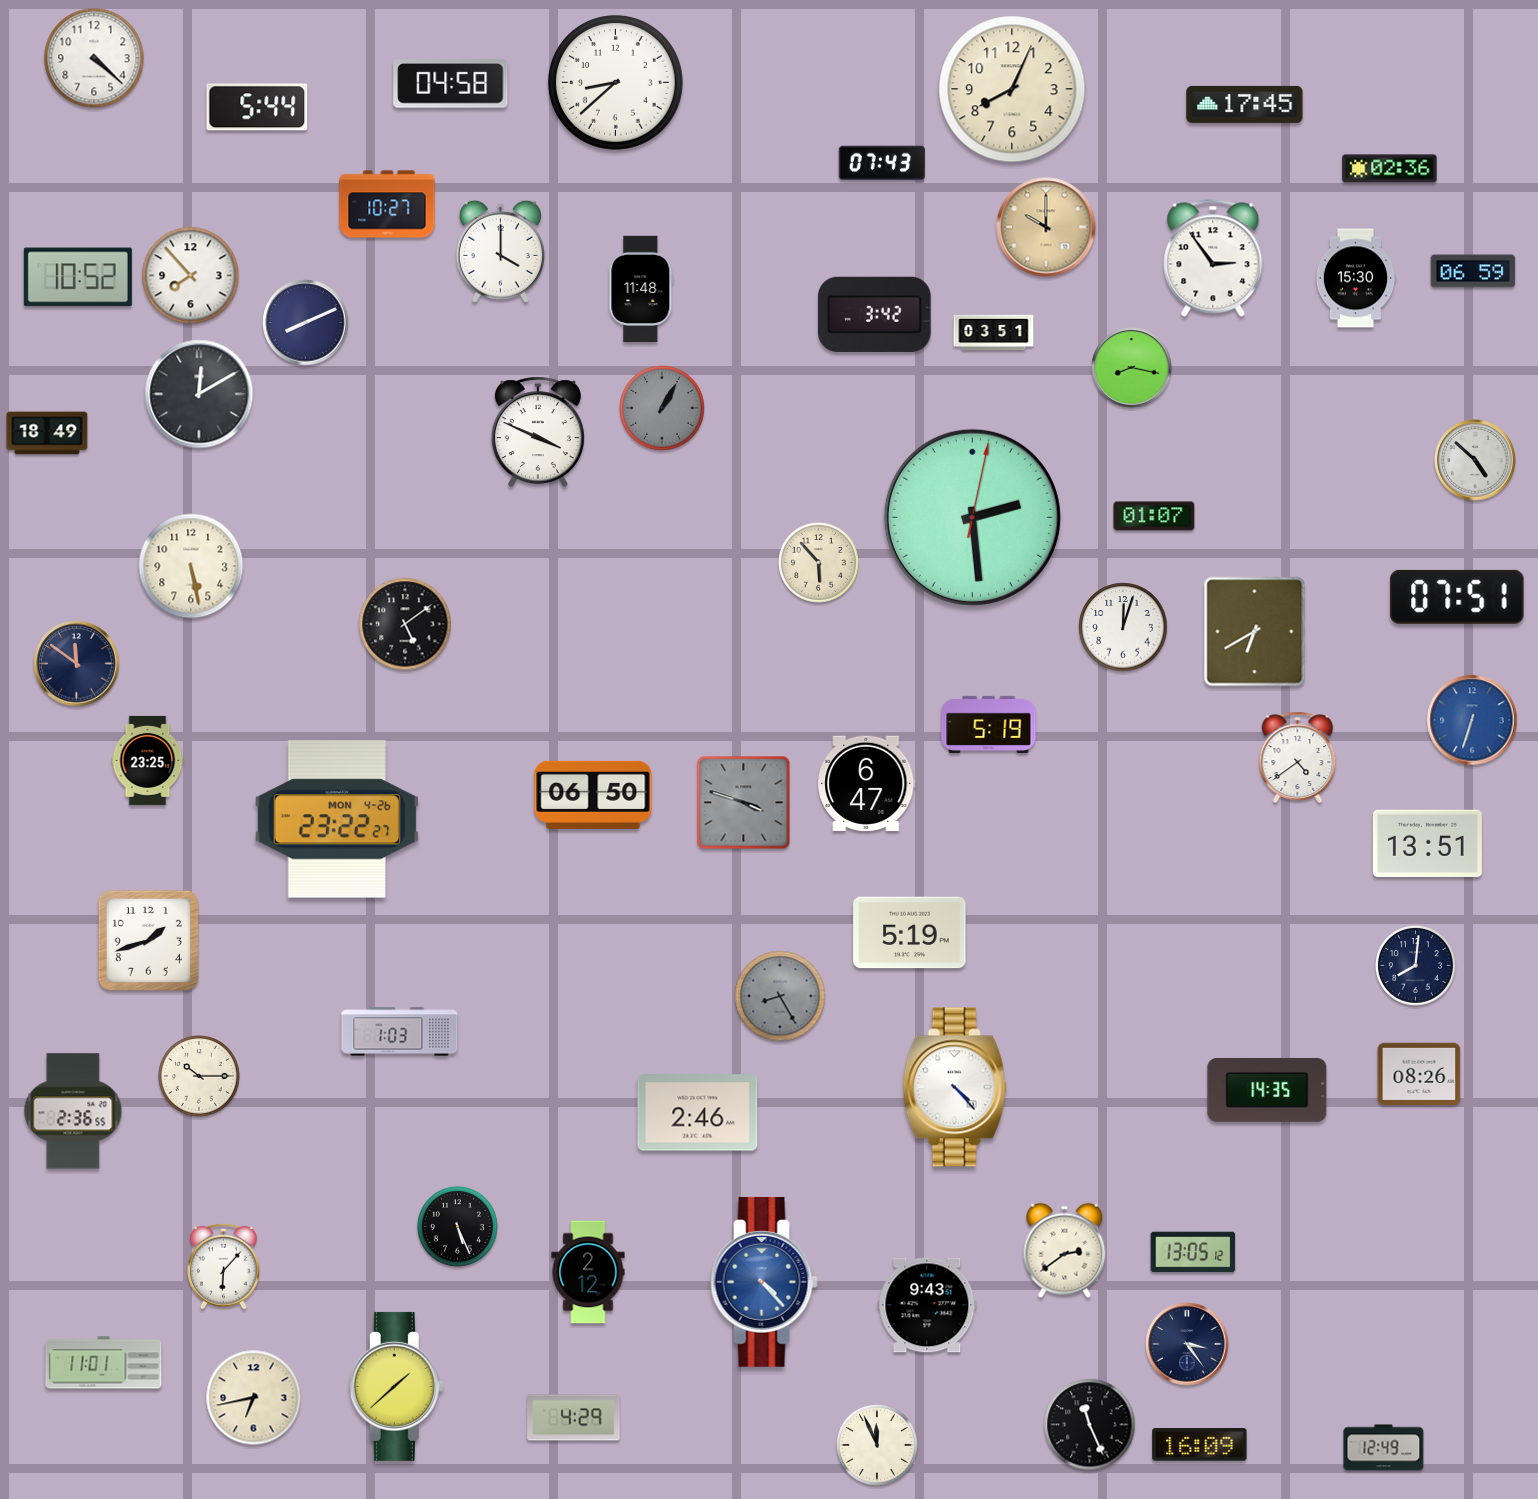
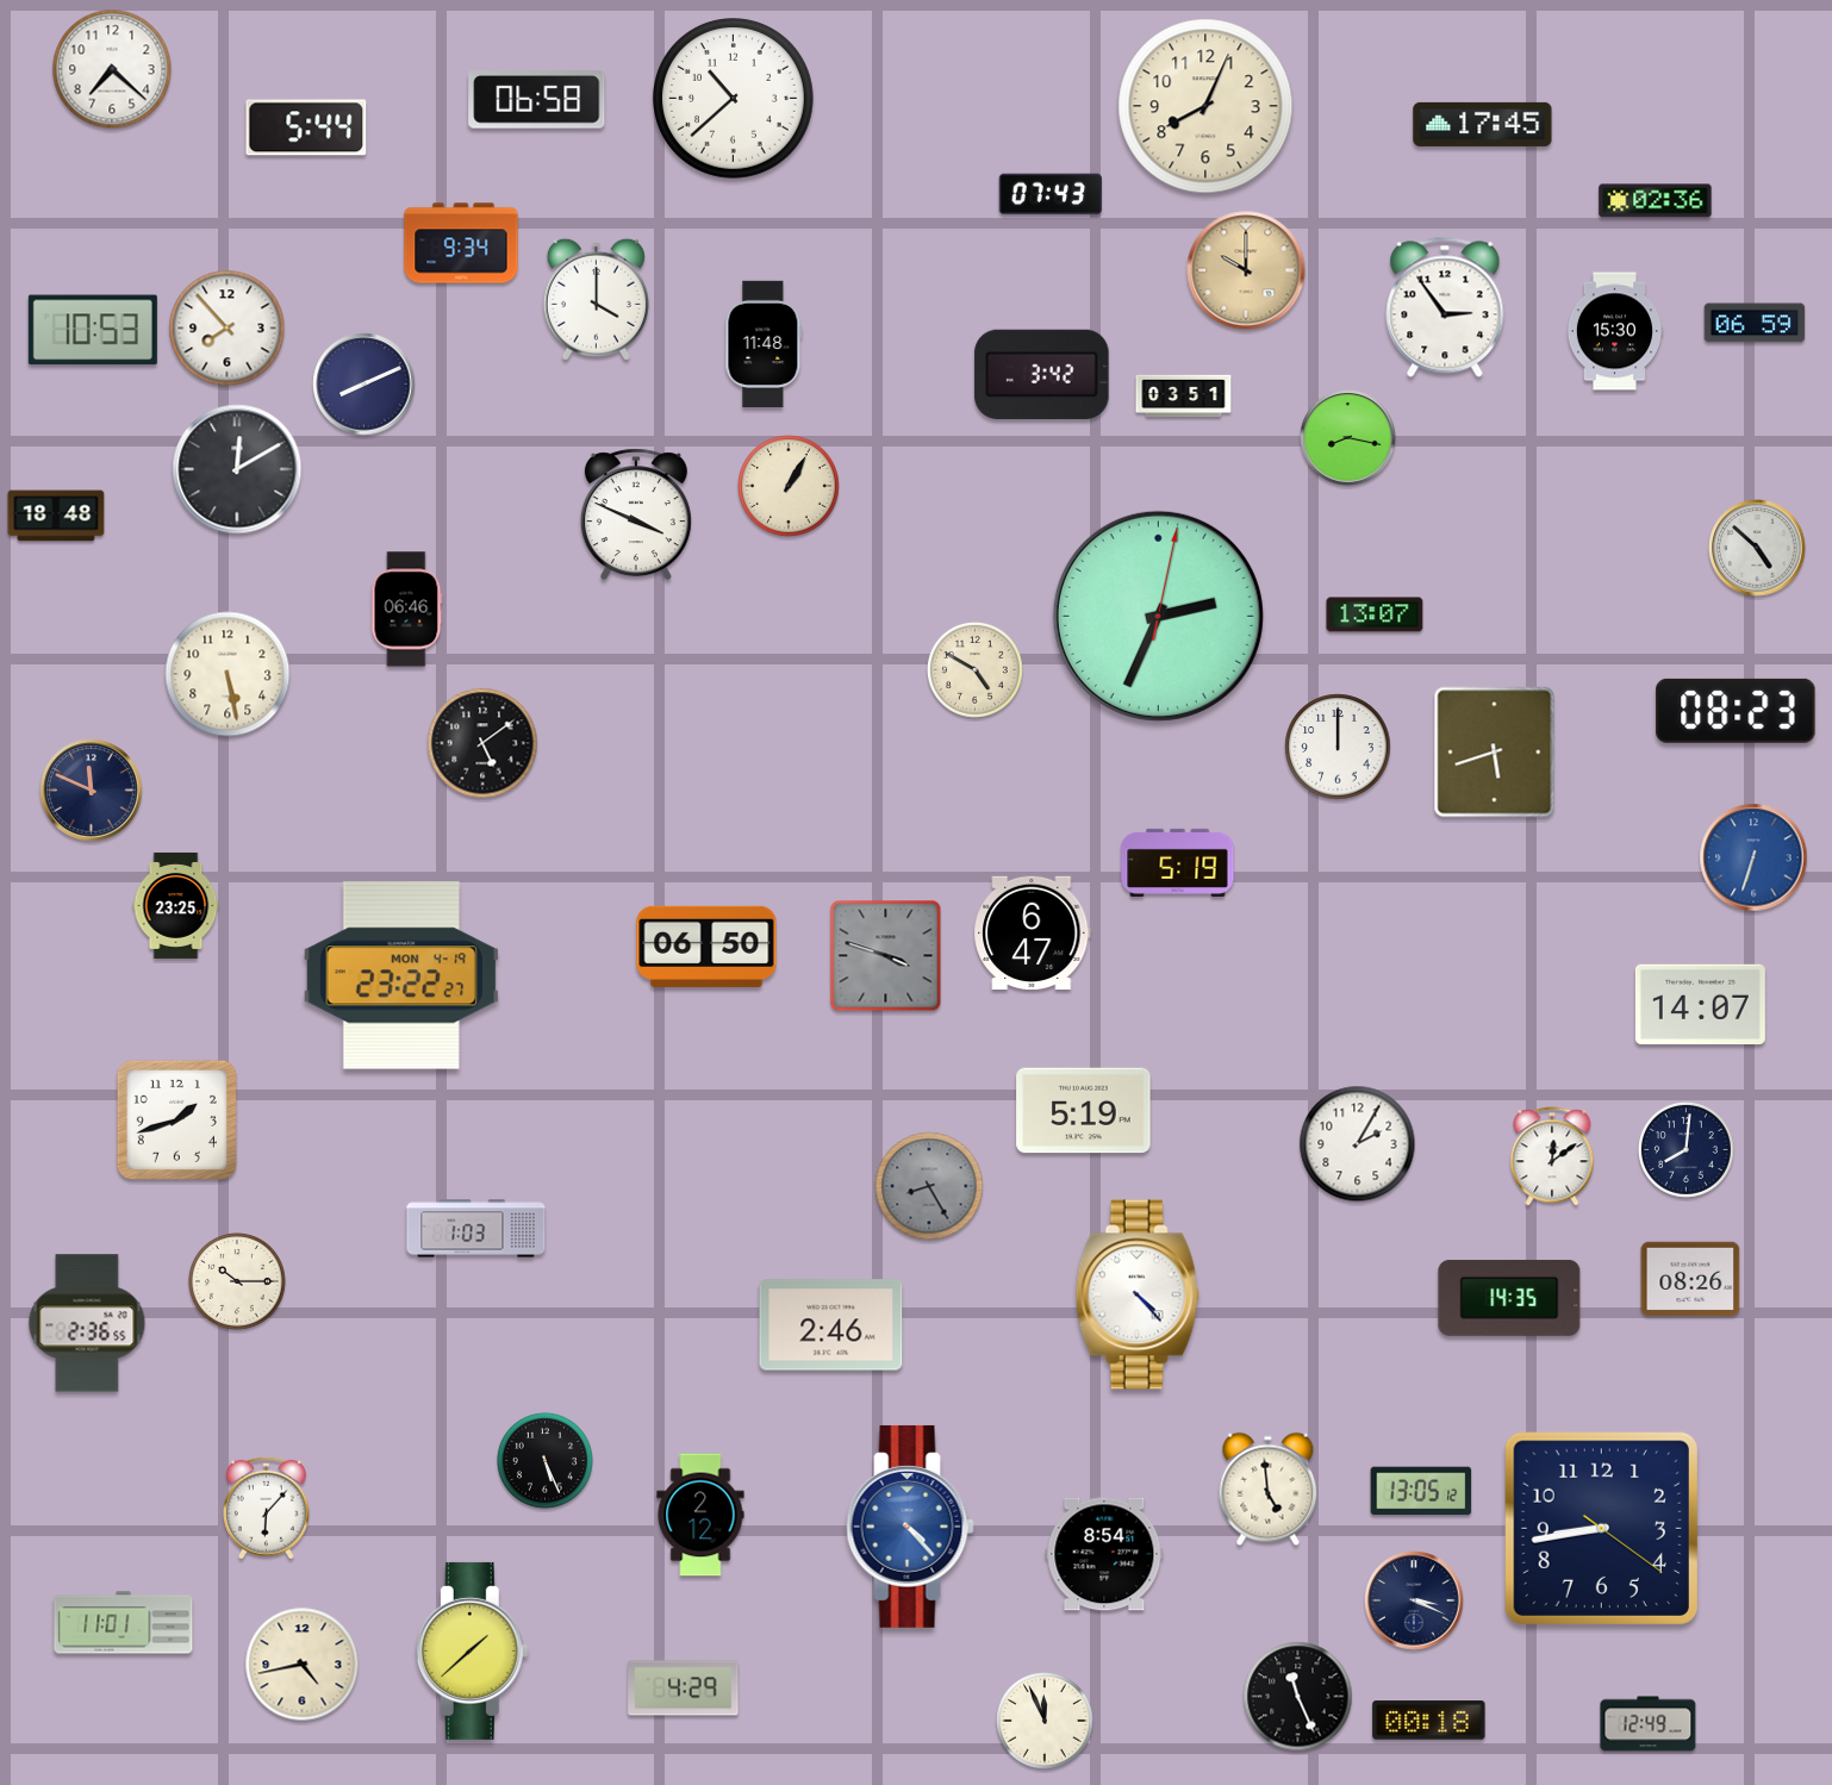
clock at (94, 58): 4:22 -> 7:22
clock at (616, 83): 8:38 -> 10:38
clock at (451, 84): 04:58 -> 06:58
clock at (387, 204): 10:27 -> 9:34
clock at (78, 277): 10:52 -> 10:53
clock at (662, 408) dial: grey -> cream
clock at (538, 432) position: (538, 432) -> (636, 514)
clock at (47, 433): 18:49 -> 18:48
clock at (407, 610): none -> 06:46
clock at (1154, 516): 01:07 -> 13:07
clock at (972, 517): 2:29 -> 2:34
clock at (818, 562): 5:53 -> 4:50
clock at (1457, 597): 07:51 -> 08:23
clock at (1123, 627): 12:03 -> 12:00
clock at (1255, 632): 6:40 -> 5:42
clock at (77, 664): 11:51 -> 11:49
clock at (1298, 757): 4:39 -> none
clock at (337, 819) date: MON 4-26 -> MON 4-19
clock at (1427, 843): 13:51 -> 14:07
clock at (1358, 1144): none -> 2:05
clock at (1552, 1156): none -> 12:09
clock at (1065, 1251): 2:39 -> 4:59
clock at (1601, 1528): none -> 8:43
clock at (927, 1305): 9:43 -> 8:54
clock at (1187, 1344): 3:24 -> 3:19
clock at (254, 1398): 6:43 -> 4:43
clock at (1200, 1445): 16:09 -> 00:18
